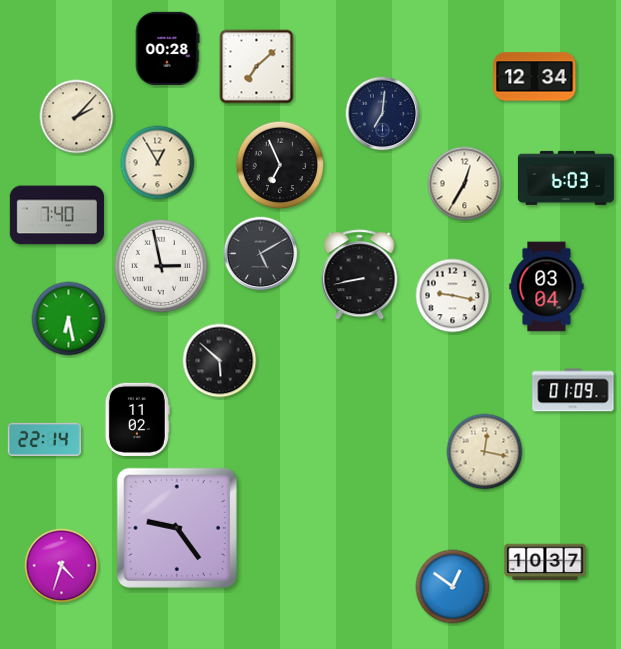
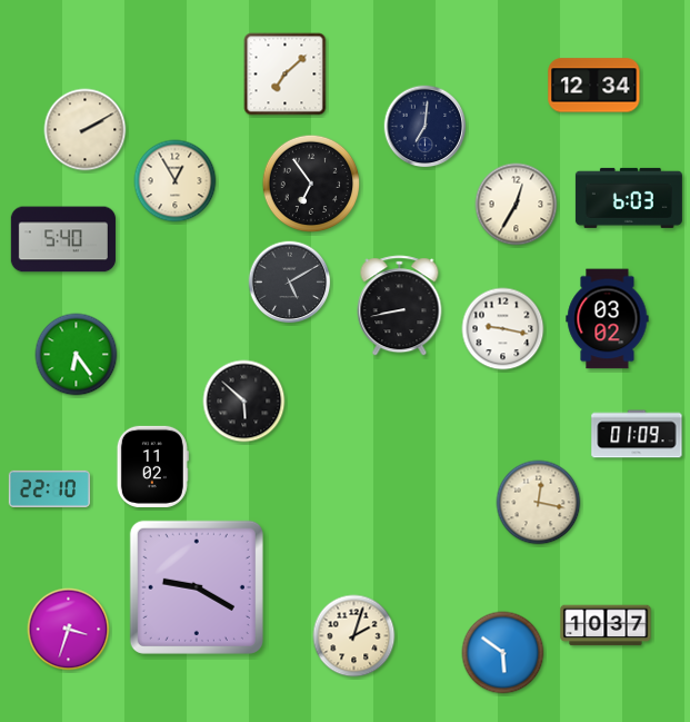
clock at (167, 48): 00:28 -> none
clock at (77, 117): 2:07 -> 2:10
clock at (280, 165): 6:56 -> 6:54
clock at (57, 215): 7:40 -> 5:40
clock at (161, 266): 2:58 -> none
clock at (547, 287): 03:04 -> 03:02
clock at (69, 319): 6:28 -> 6:24
clock at (44, 439): 22:14 -> 22:10
clock at (177, 528): 9:24 -> 9:20
clock at (62, 566): 4:33 -> 3:33
clock at (354, 636): none -> 2:03
clock at (453, 587): 12:51 -> 5:51
